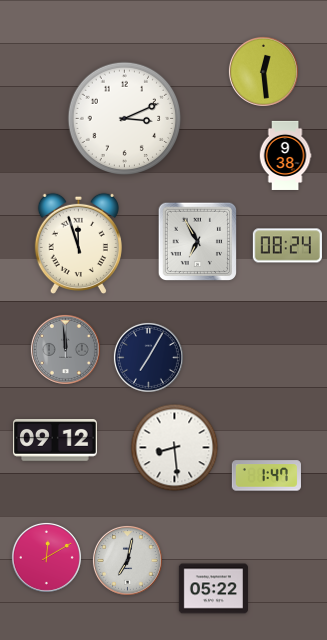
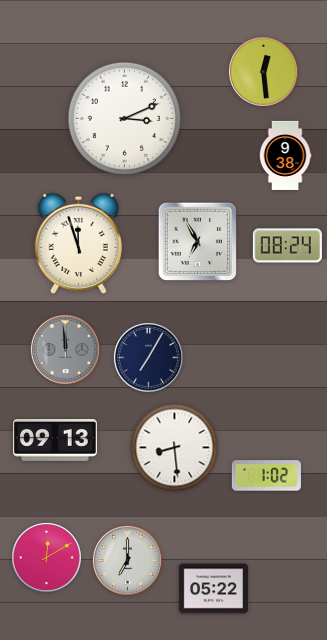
clock at (56, 441): 09:12 -> 09:13
clock at (266, 476): 1:47 -> 1:02
clock at (127, 560): 7:02 -> 7:00
